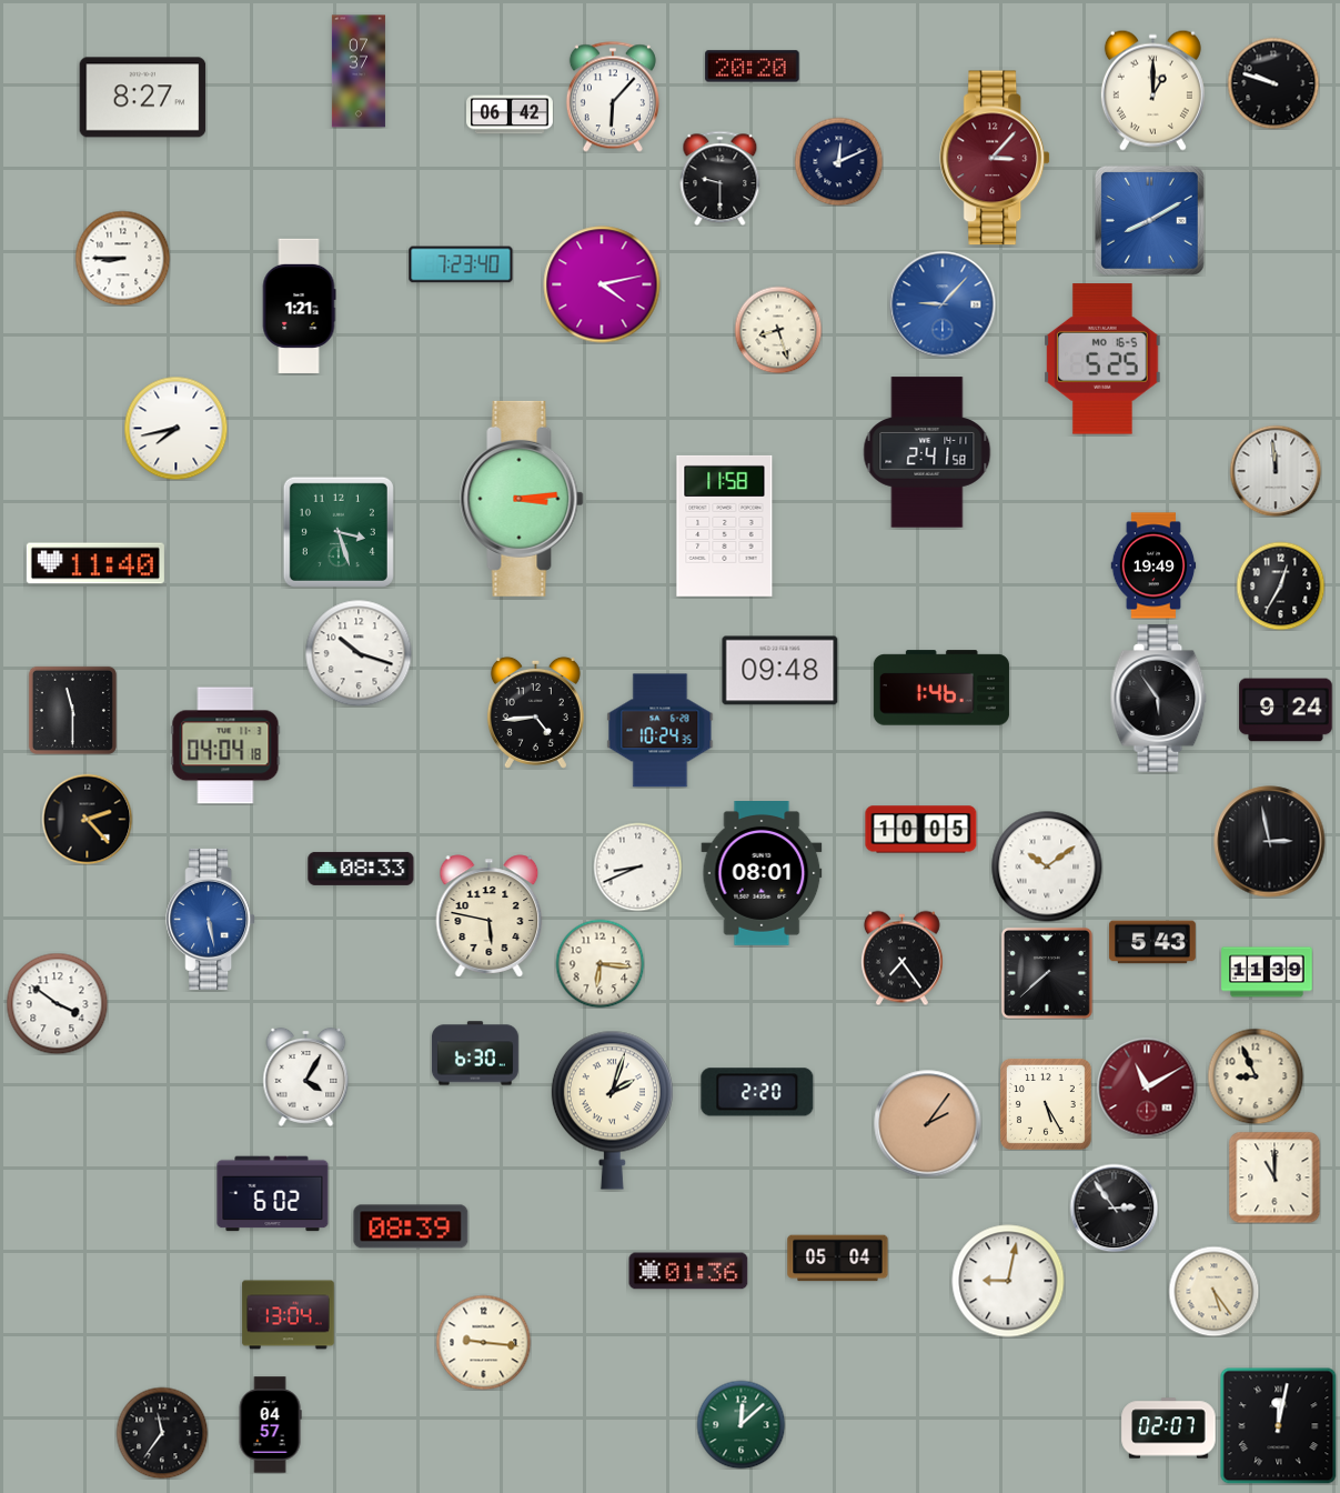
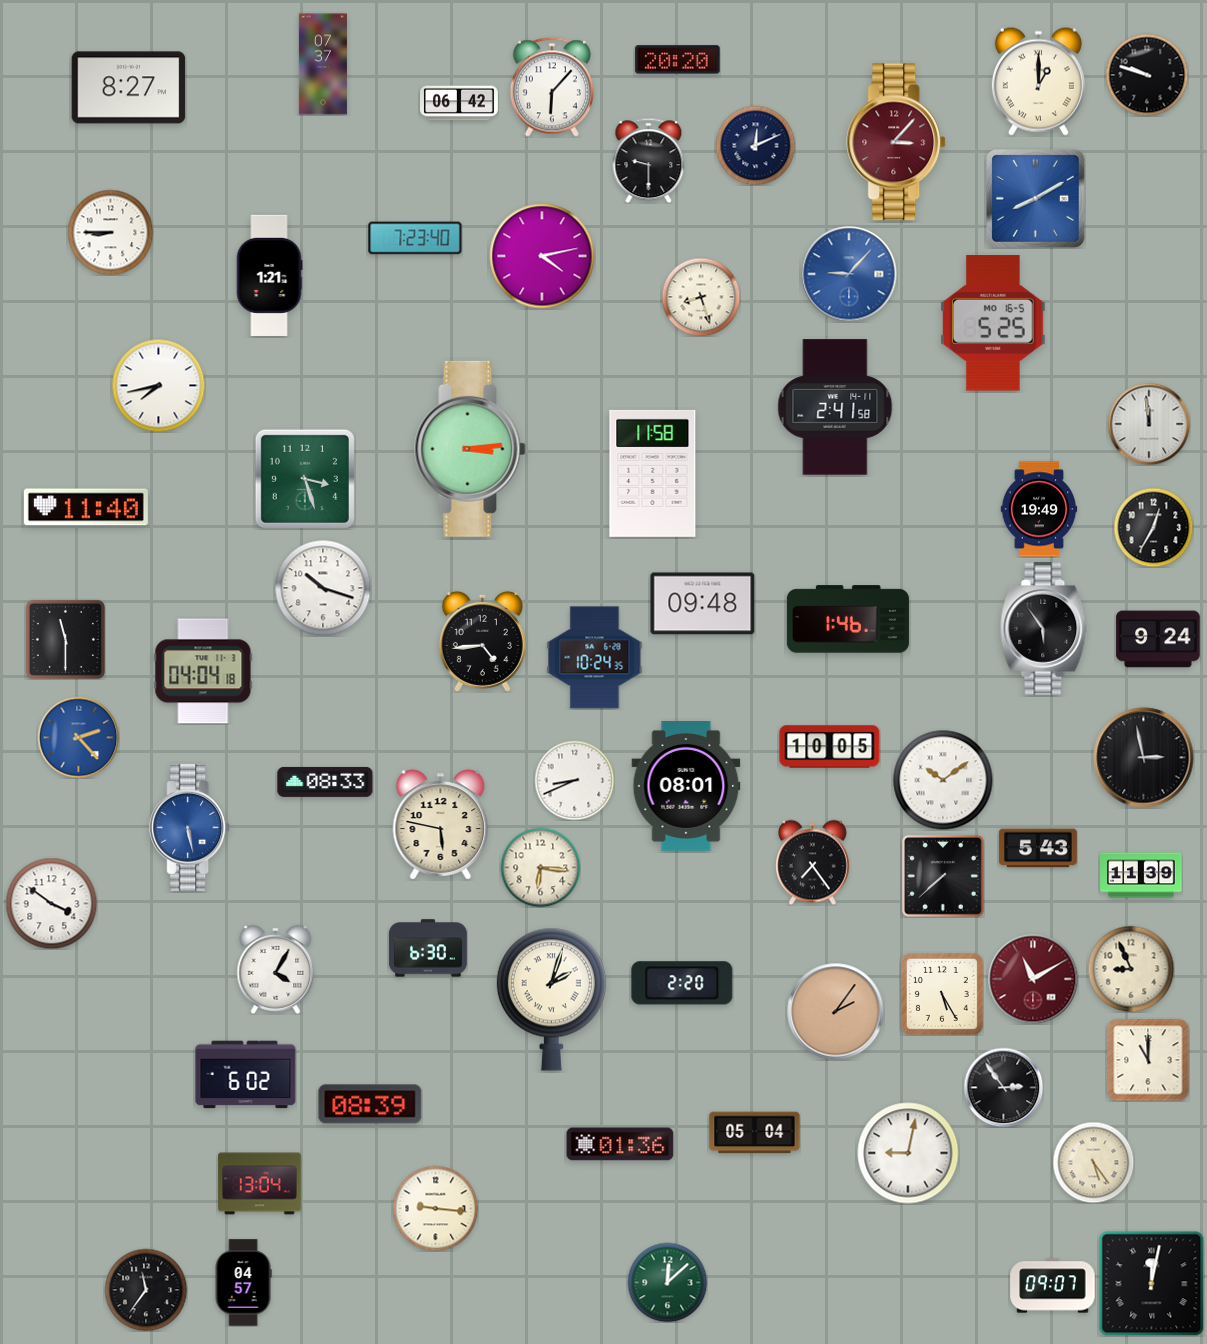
clock at (87, 819) dial: black -> blue
clock at (1169, 1429): 02:07 -> 09:07
